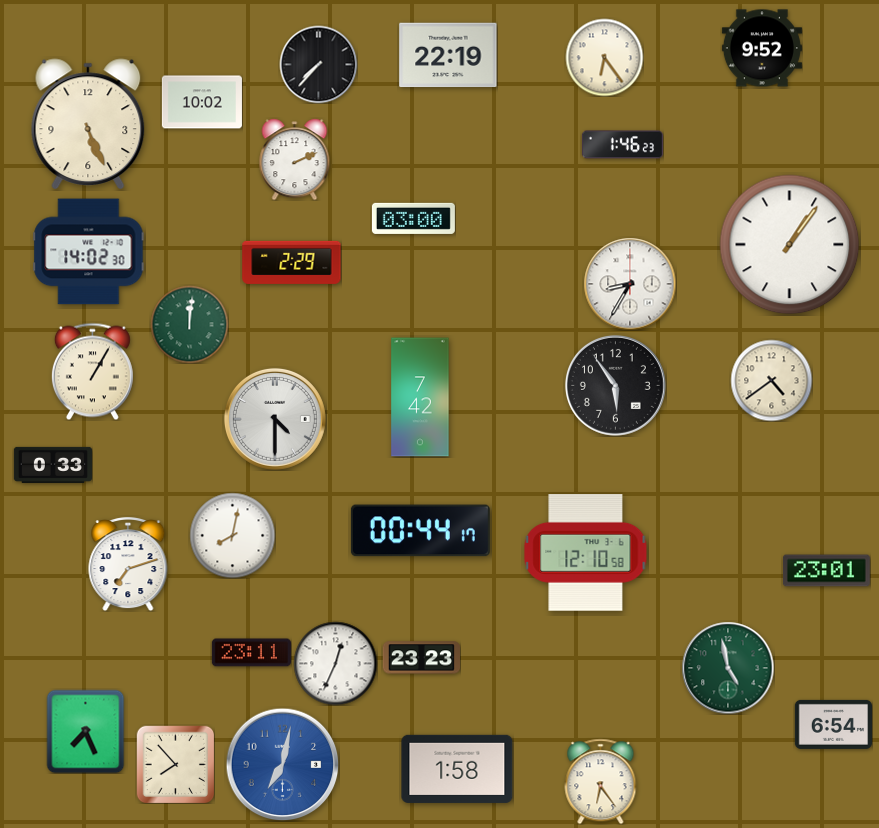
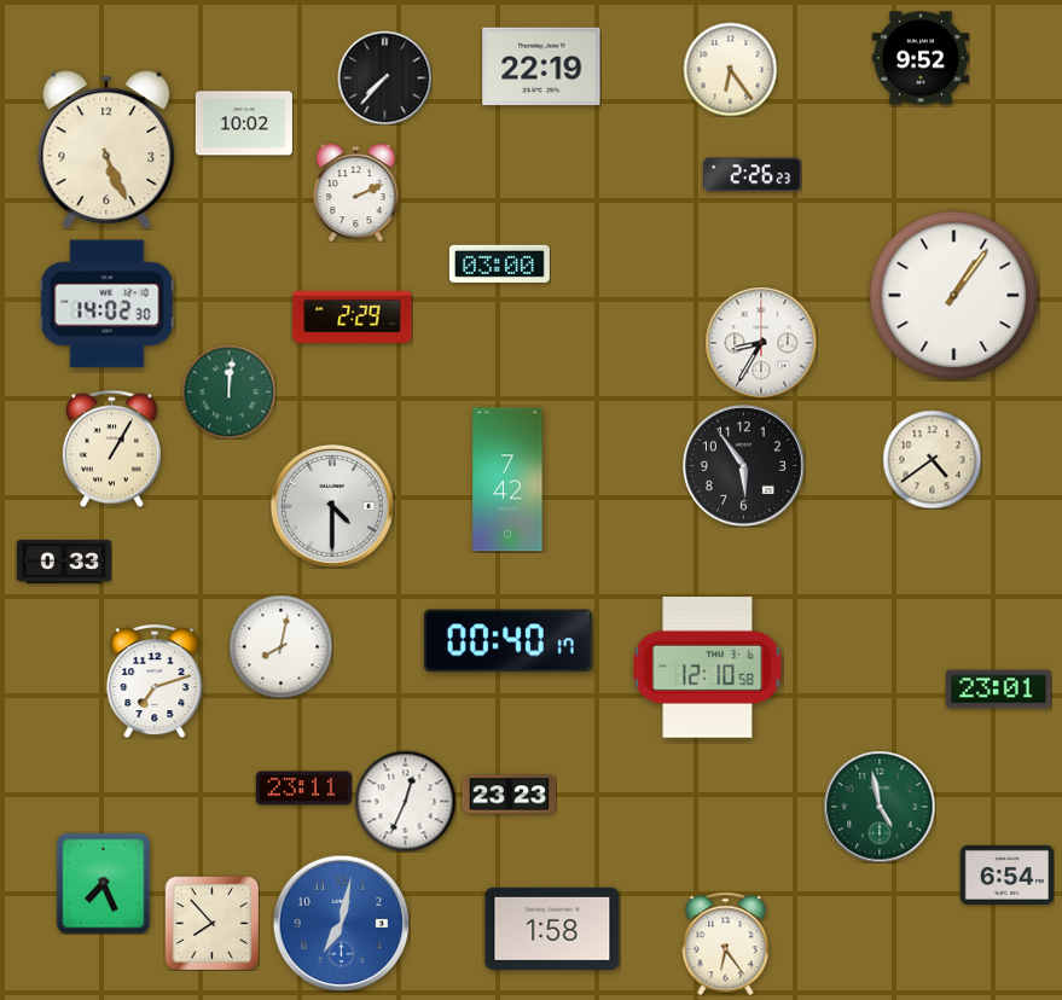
clock at (622, 145): 1:46 -> 2:26
clock at (420, 531): 00:44 -> 00:40
